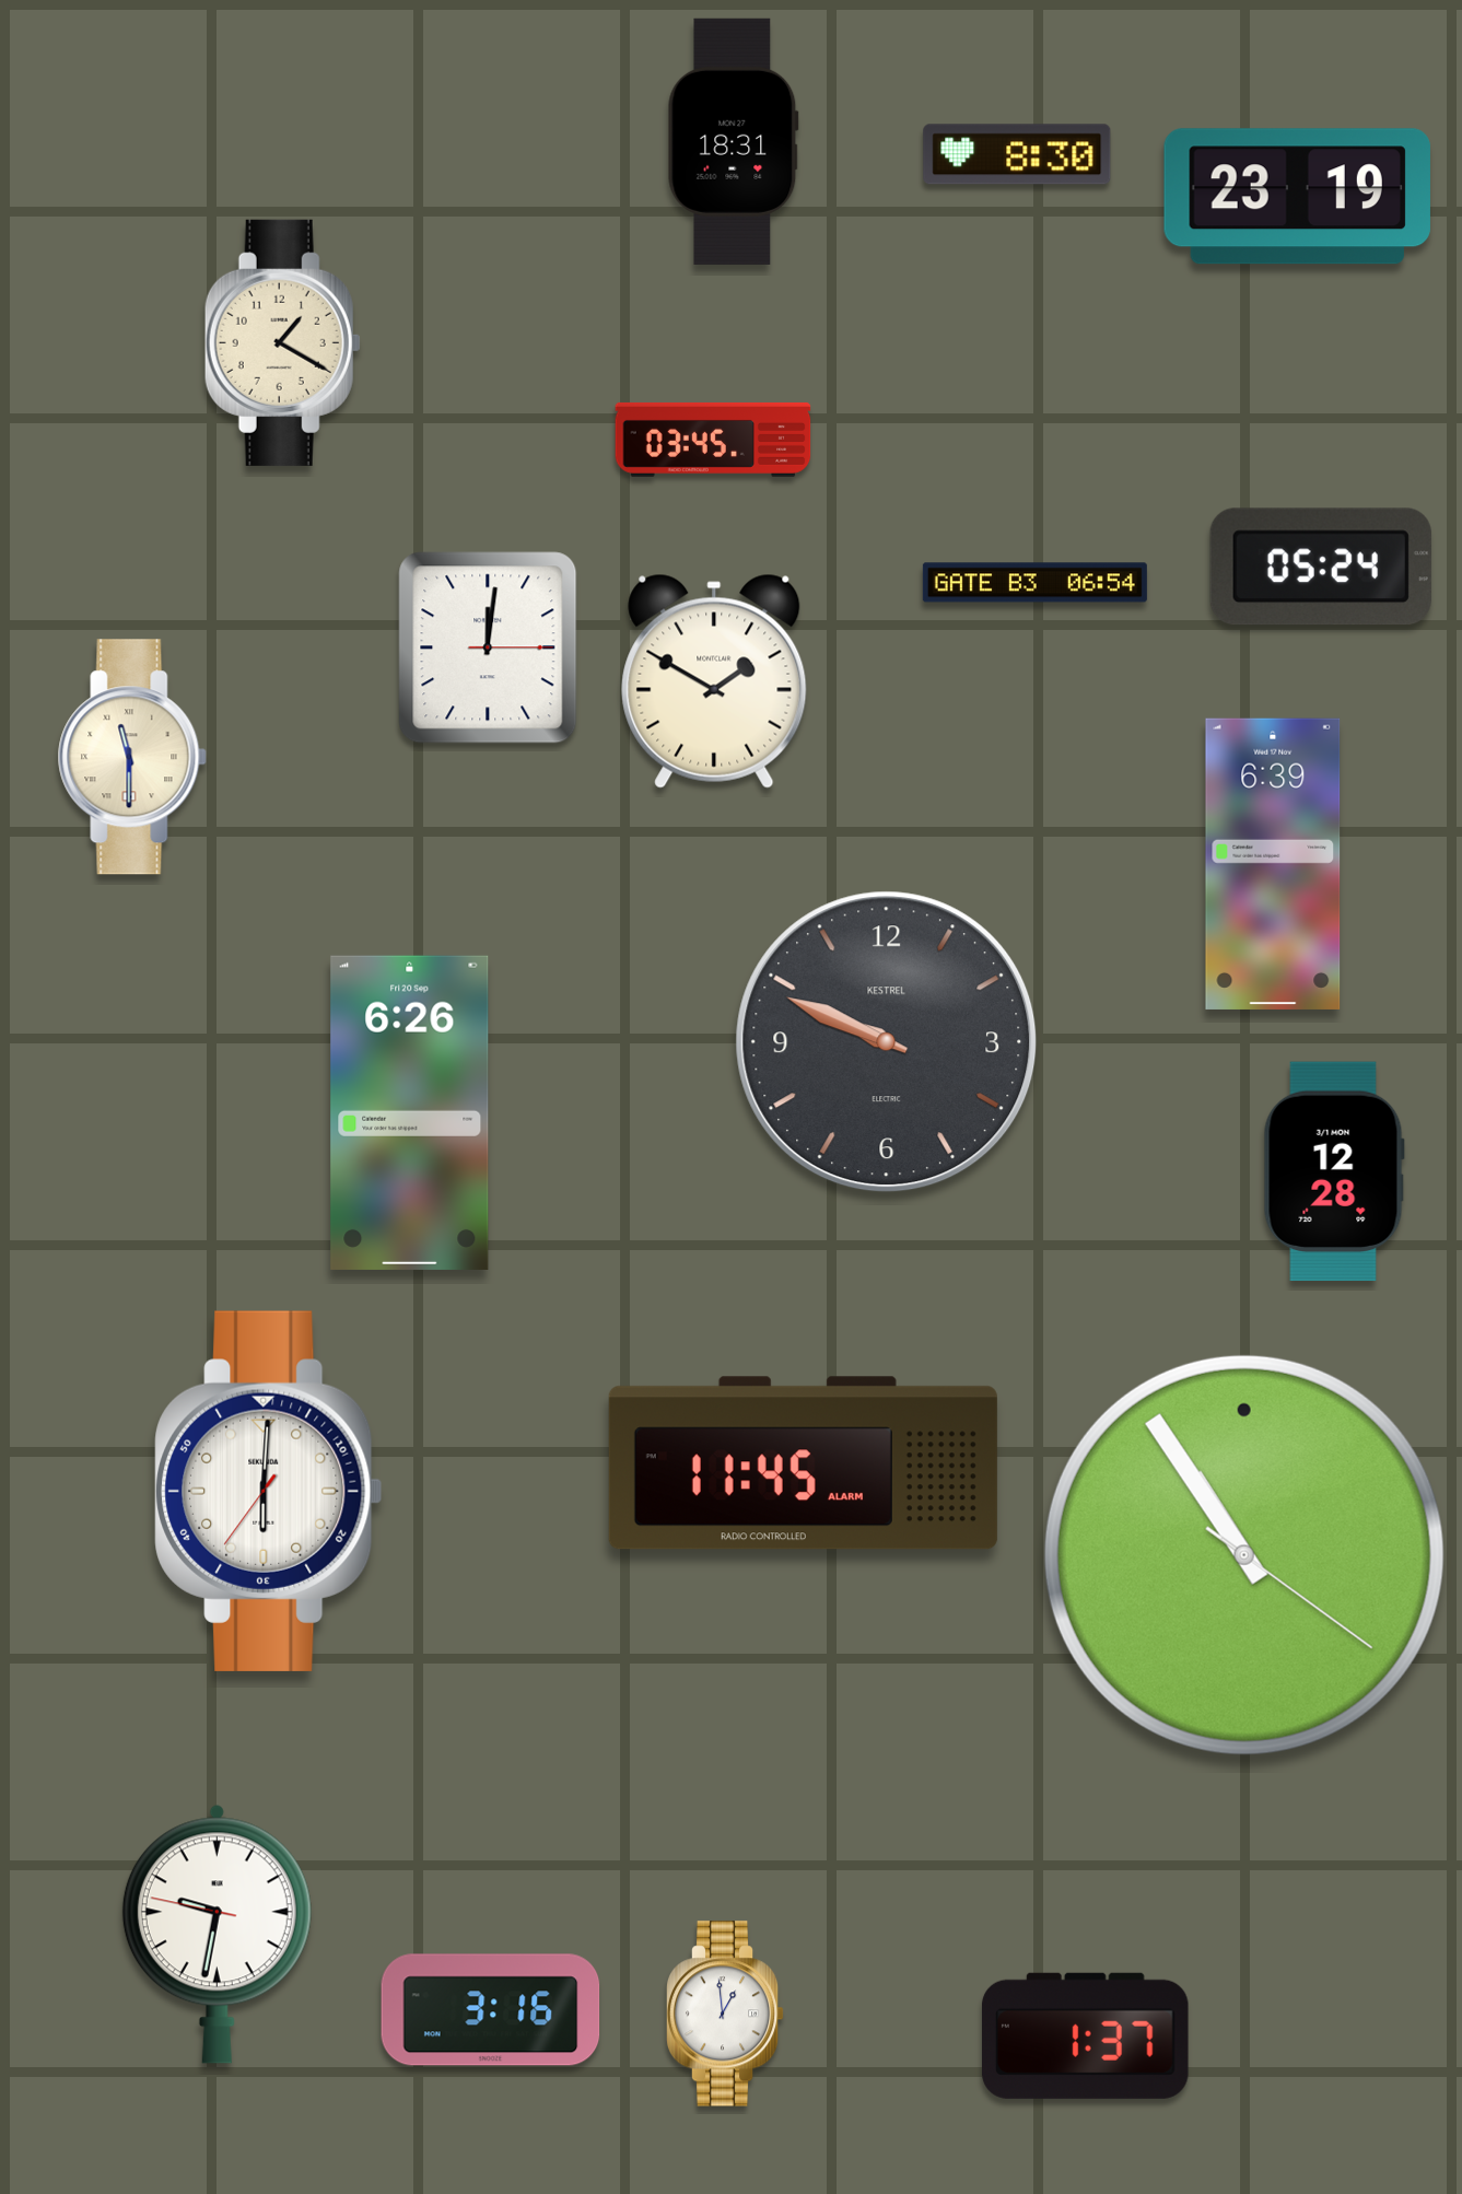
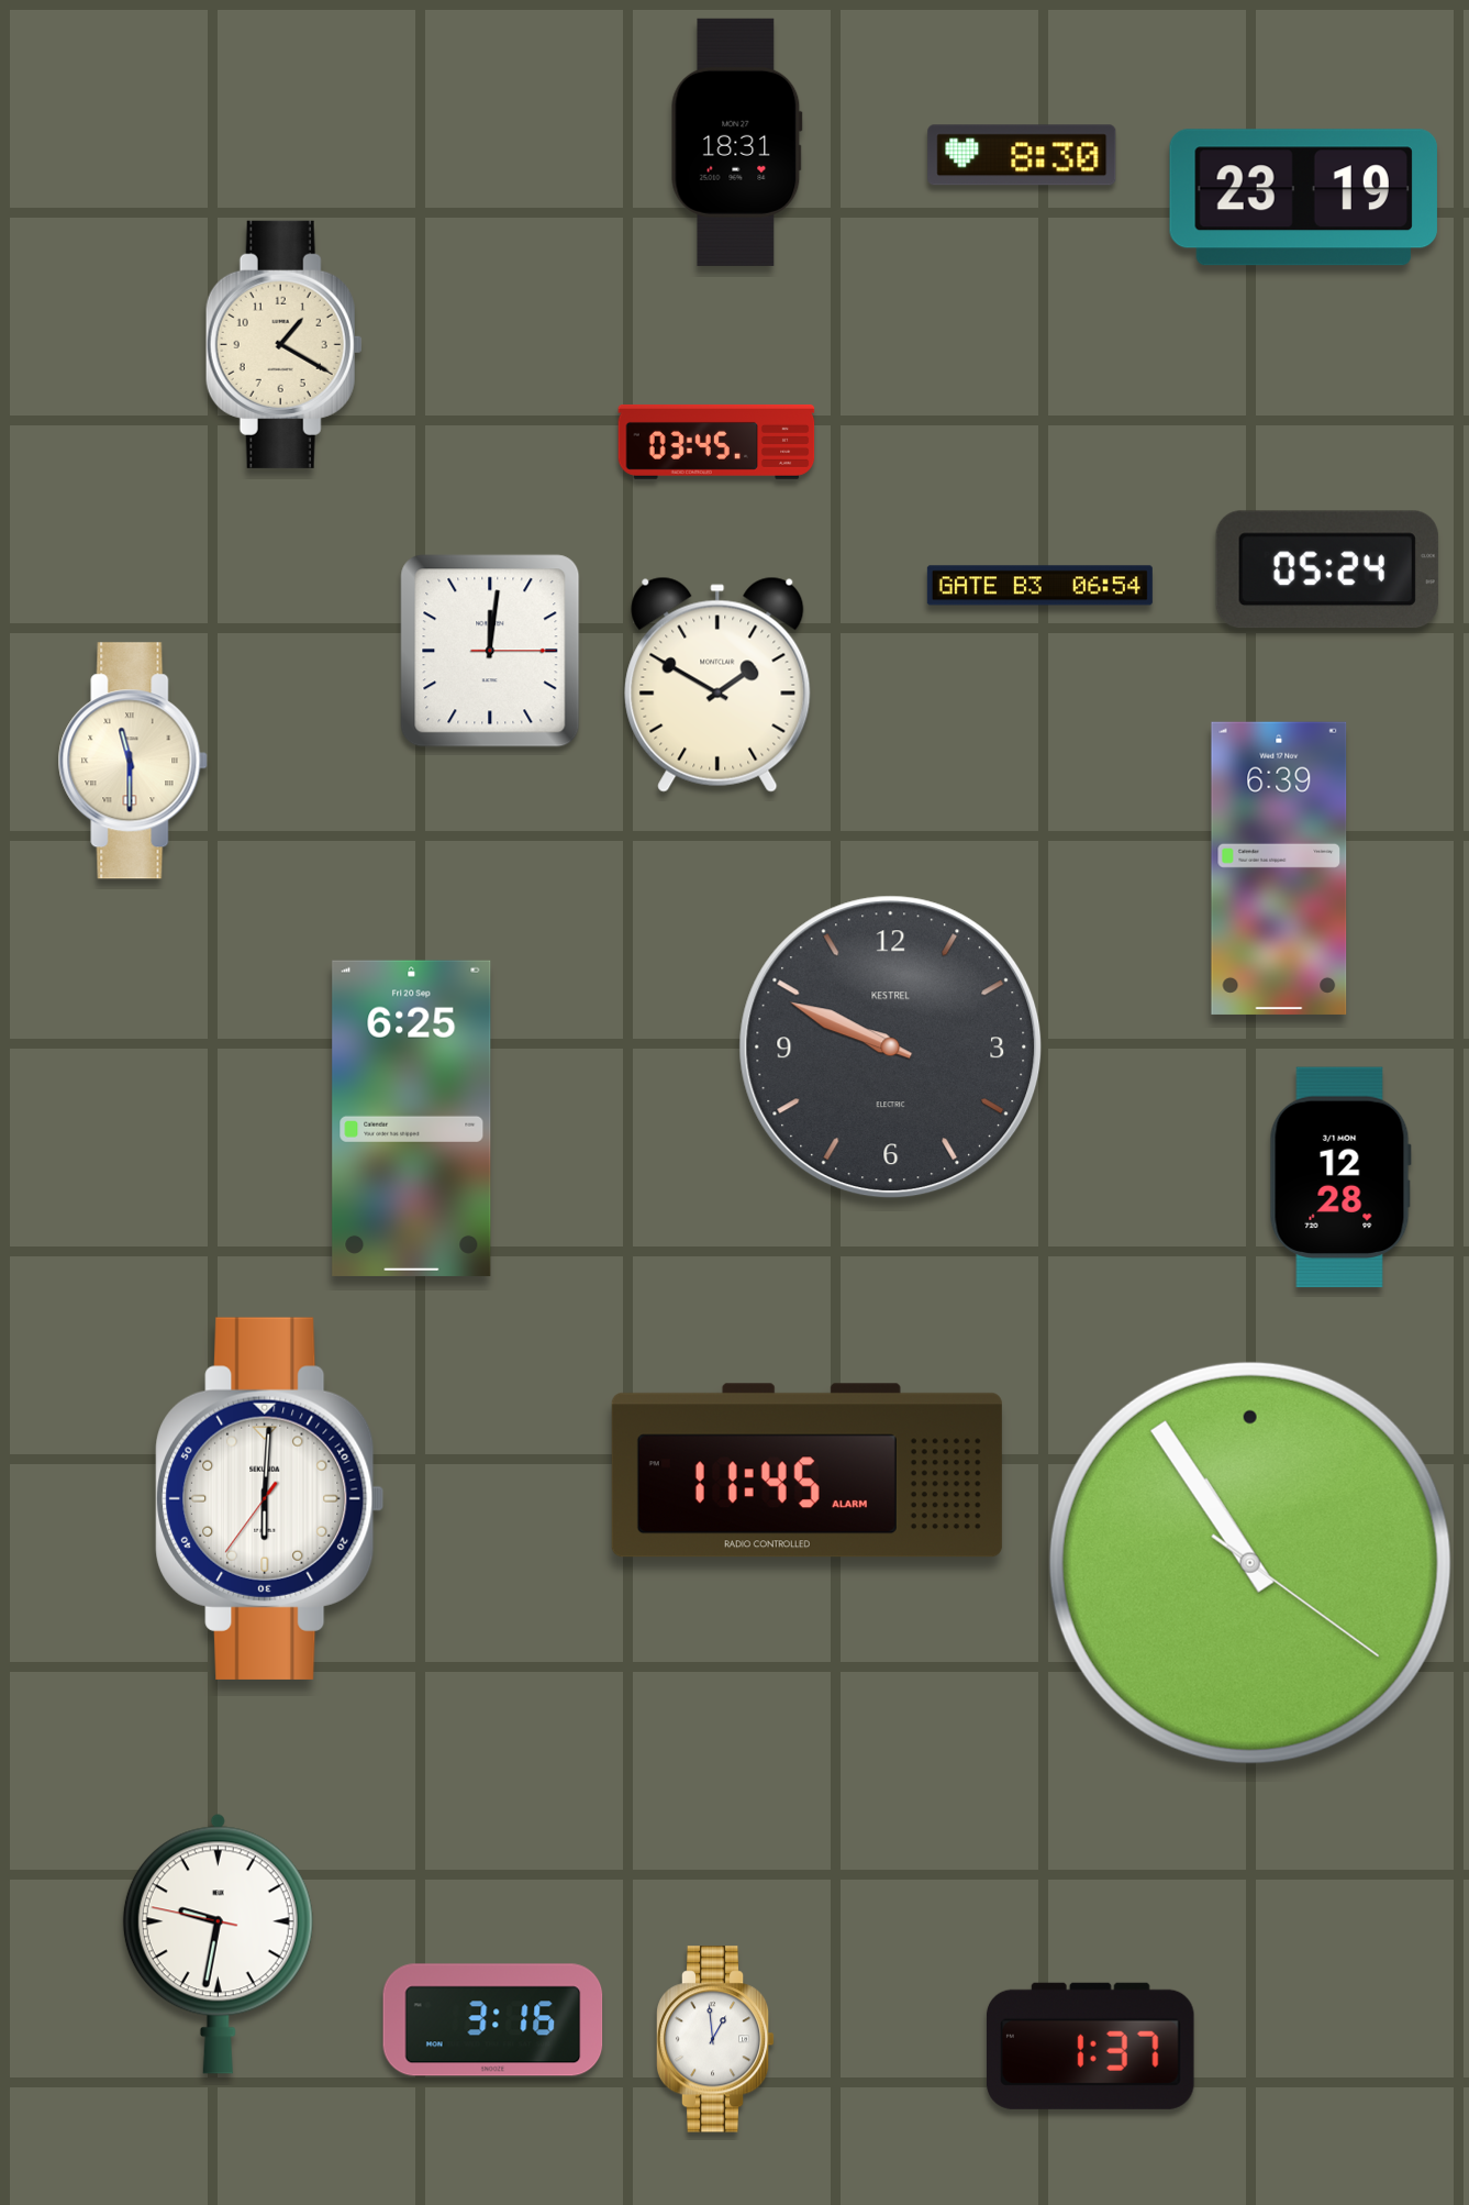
clock at (410, 1112): 6:26 -> 6:25
clock at (725, 2014) position: (725, 2014) -> (715, 2039)
